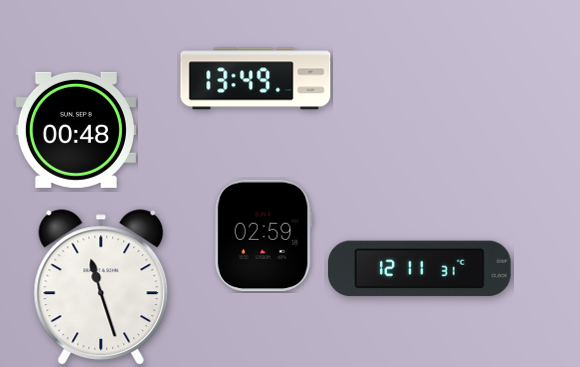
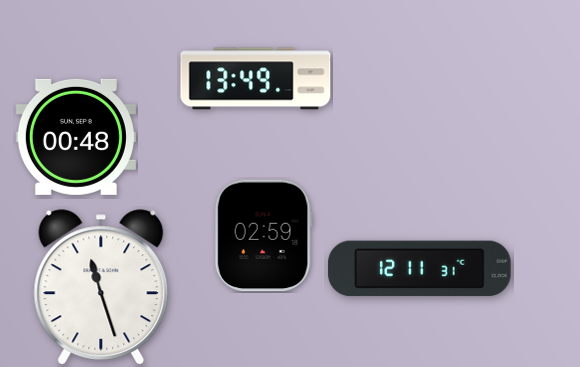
clock at (76, 130) position: (76, 130) -> (76, 137)
